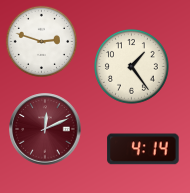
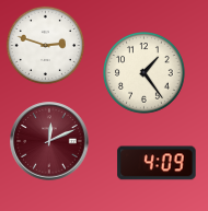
clock at (143, 149): 4:14 -> 4:09
